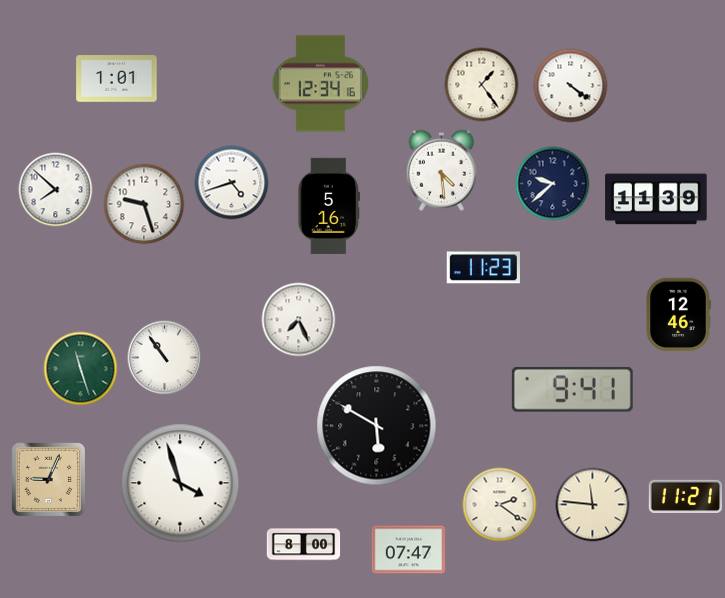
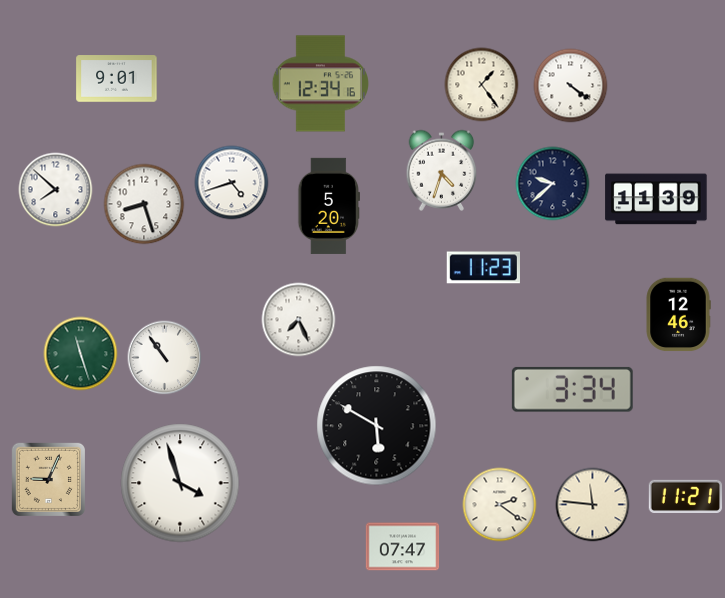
clock at (117, 79): 1:01 -> 9:01
clock at (442, 170): 4:29 -> 4:33
clock at (144, 204): 9:27 -> 8:27
clock at (329, 206): 5:16 -> 5:20
clock at (81, 369) position: (81, 369) -> (81, 354)
clock at (572, 389): 9:41 -> 3:34
clock at (304, 545): 8:00 -> none
clock at (409, 550) position: (409, 550) -> (403, 547)
